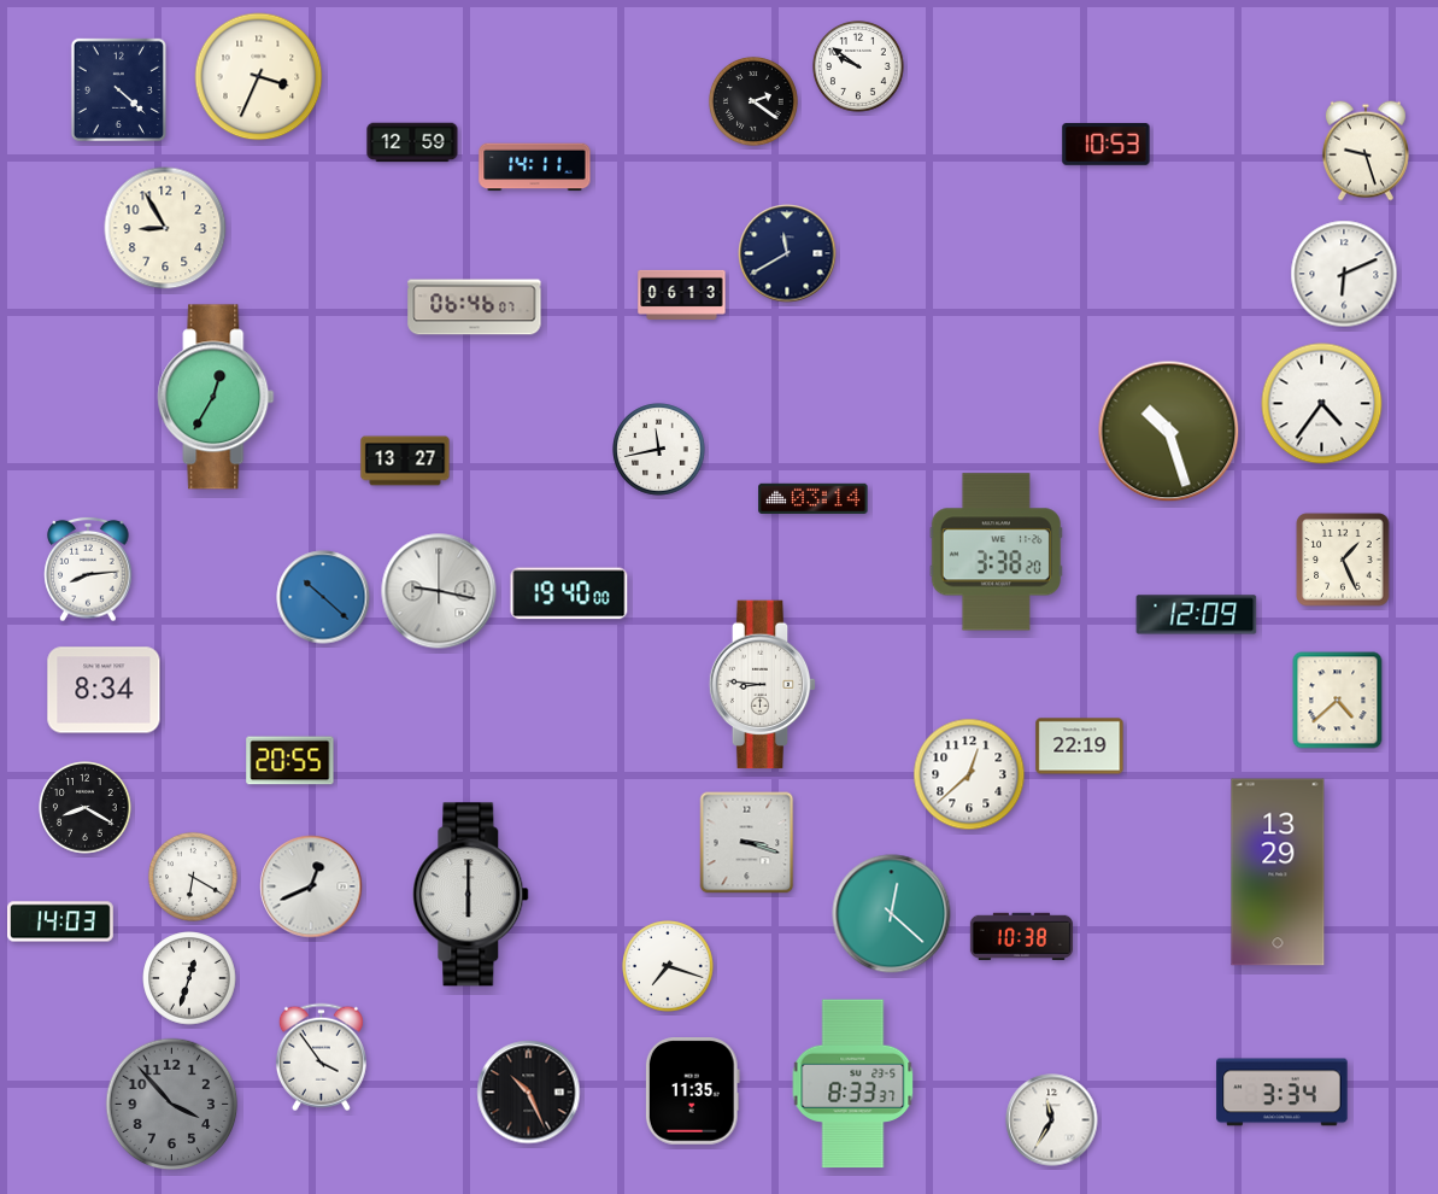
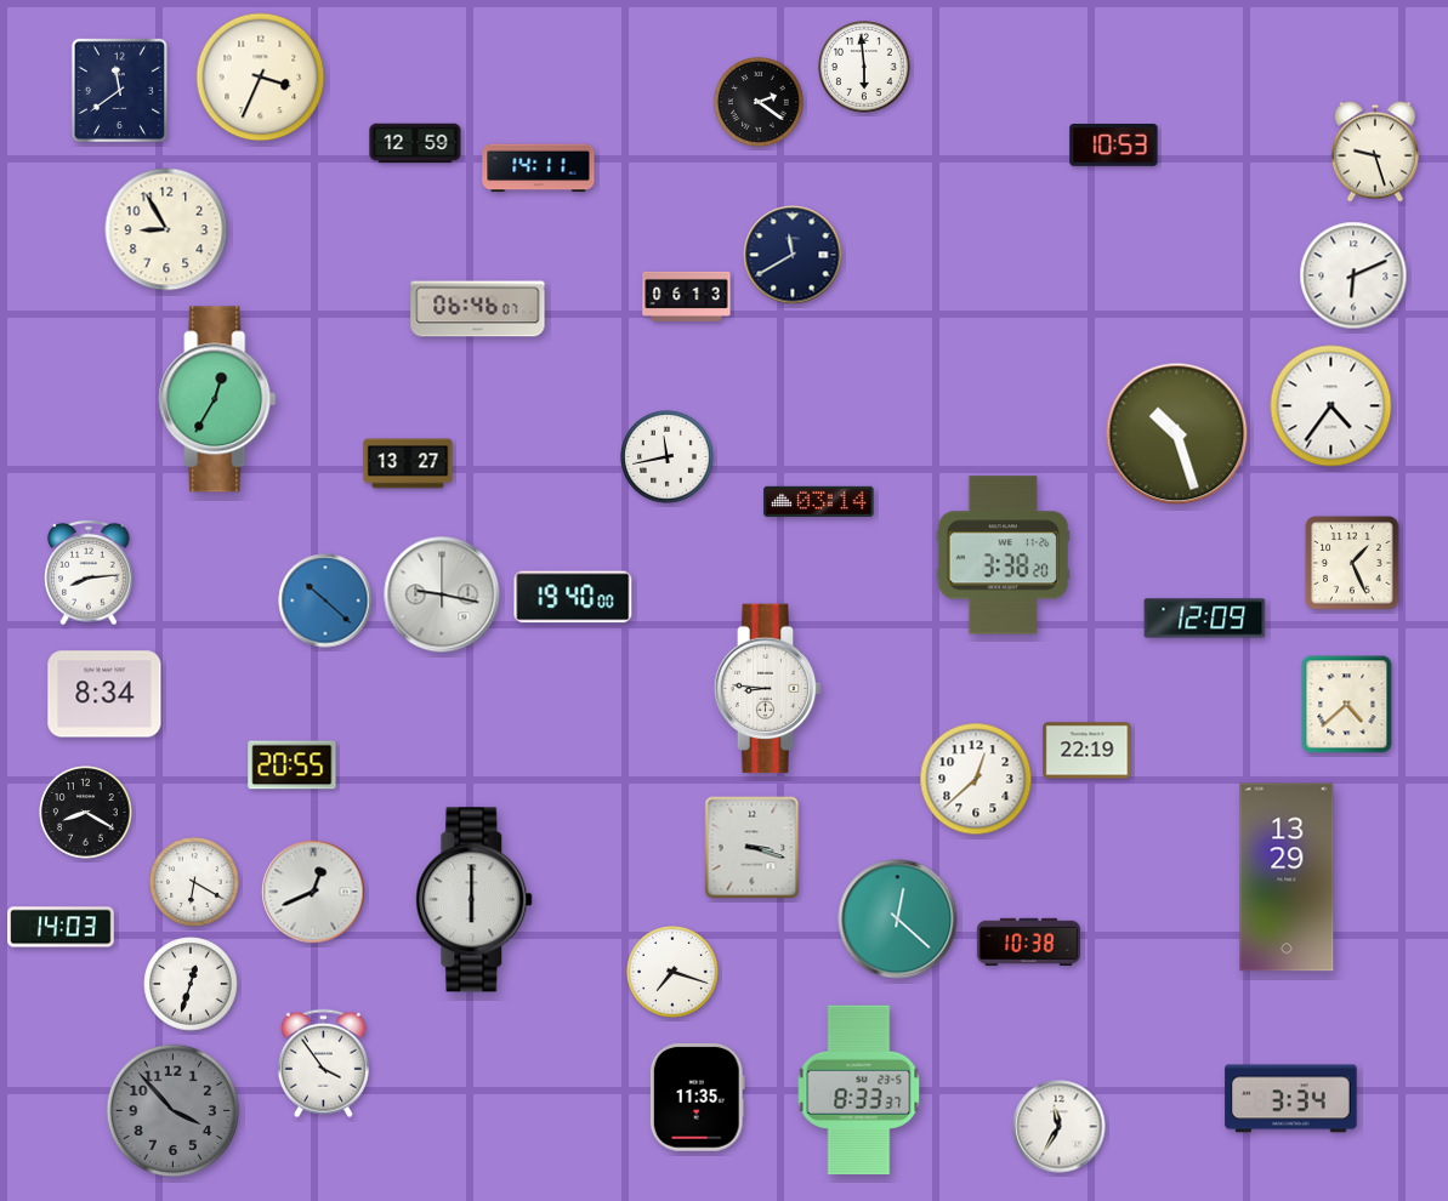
clock at (858, 66): 9:51 -> 5:59
clock at (118, 89): 4:22 -> 11:39
clock at (659, 450) position: (659, 450) -> (668, 457)
clock at (529, 1093): 10:26 -> none
